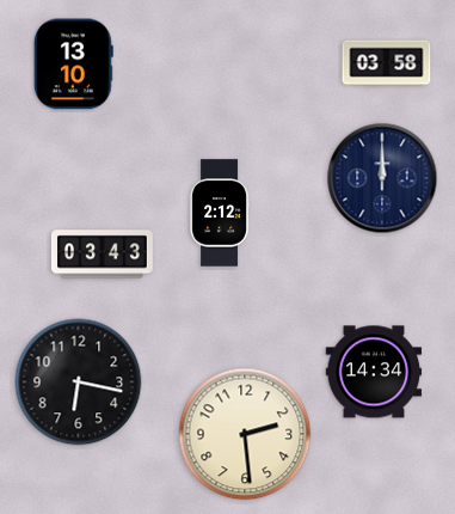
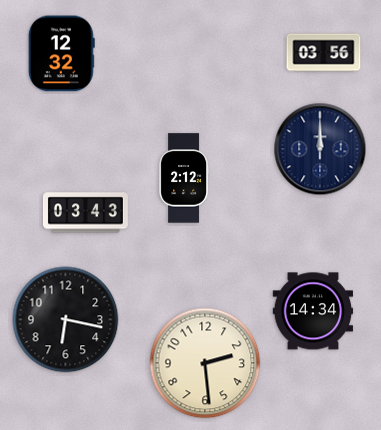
clock at (387, 63): 03:58 -> 03:56
clock at (73, 65): 13:10 -> 12:32
